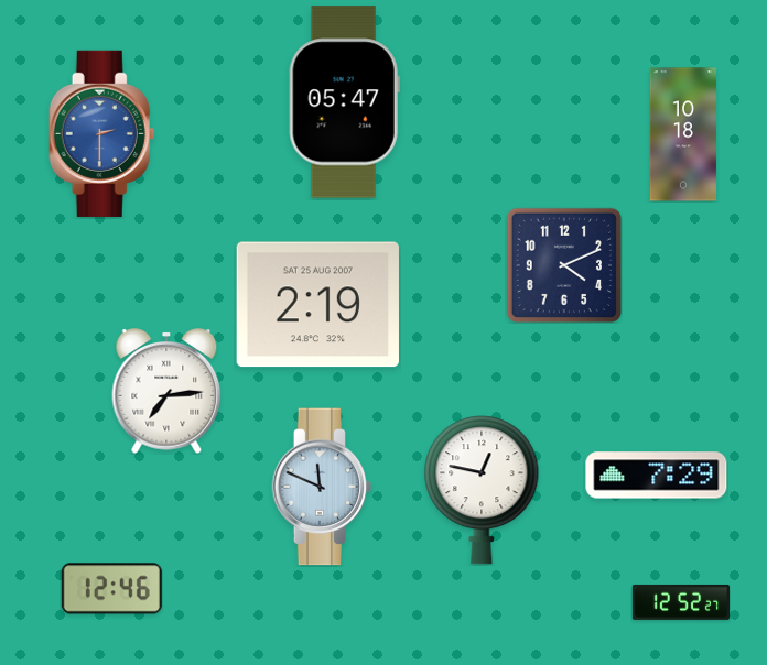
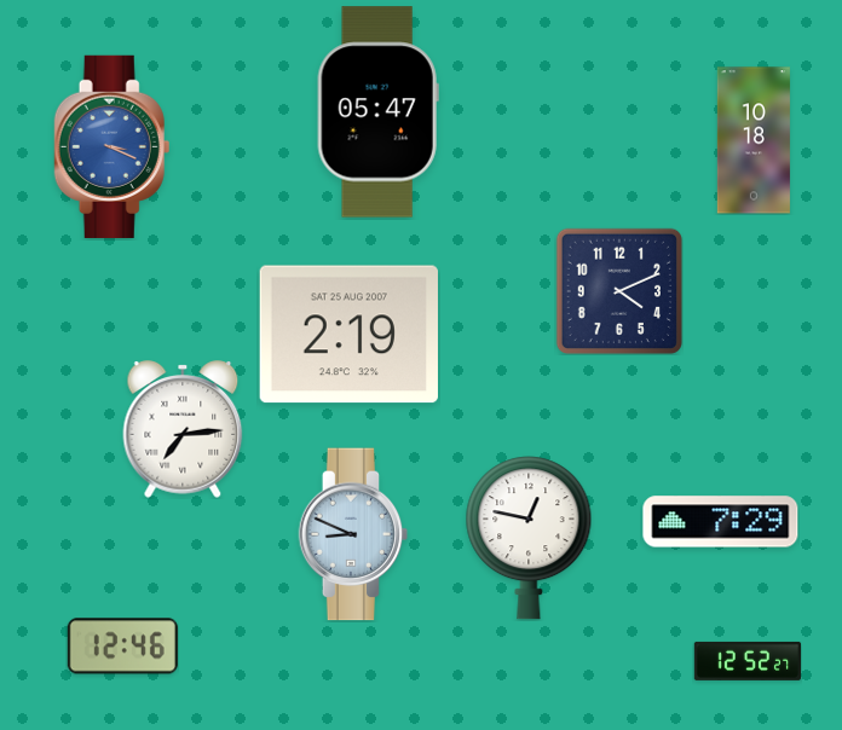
clock at (102, 133): 2:30 -> 3:19
clock at (683, 134) position: (683, 134) -> (754, 140)
clock at (322, 487): 11:49 -> 8:49
